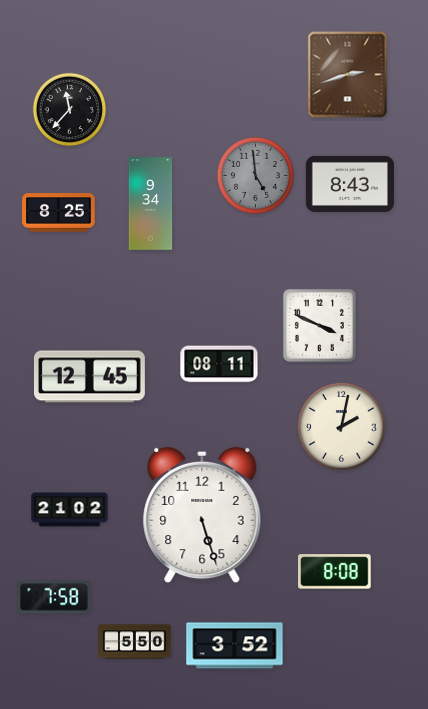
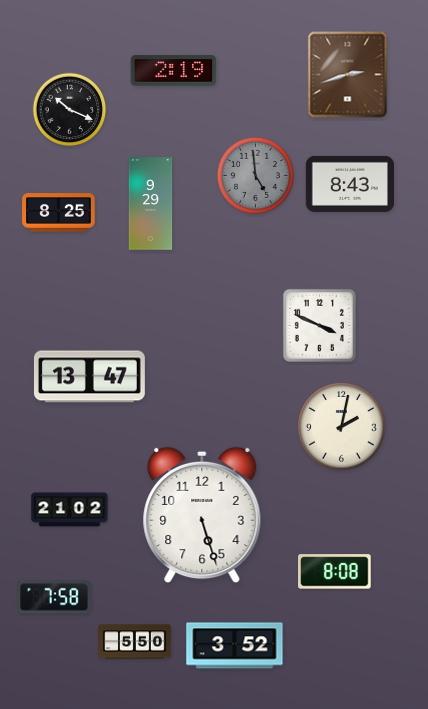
clock at (174, 71): none -> 2:19
clock at (70, 110): 11:37 -> 10:19
clock at (151, 204): 9:34 -> 9:29
clock at (219, 364): 08:11 -> none
clock at (89, 377): 12:45 -> 13:47
